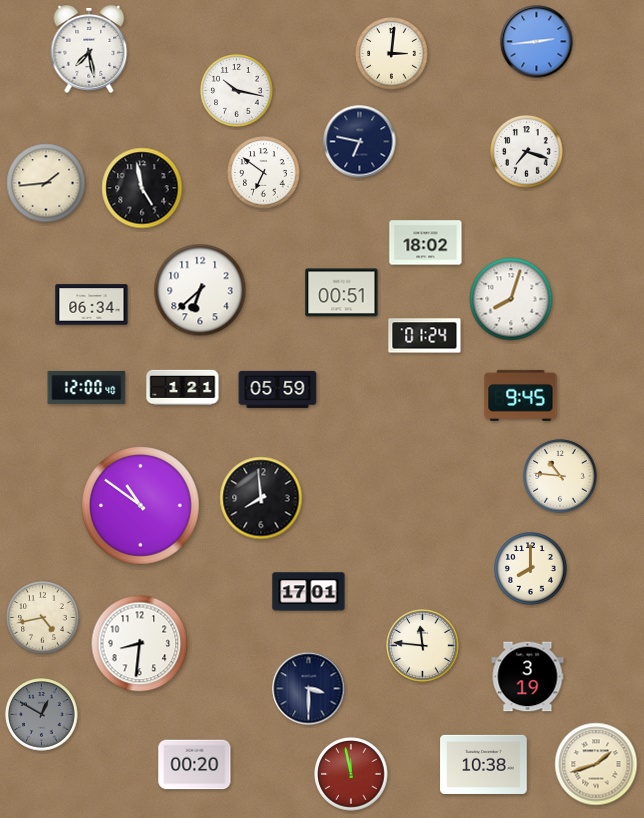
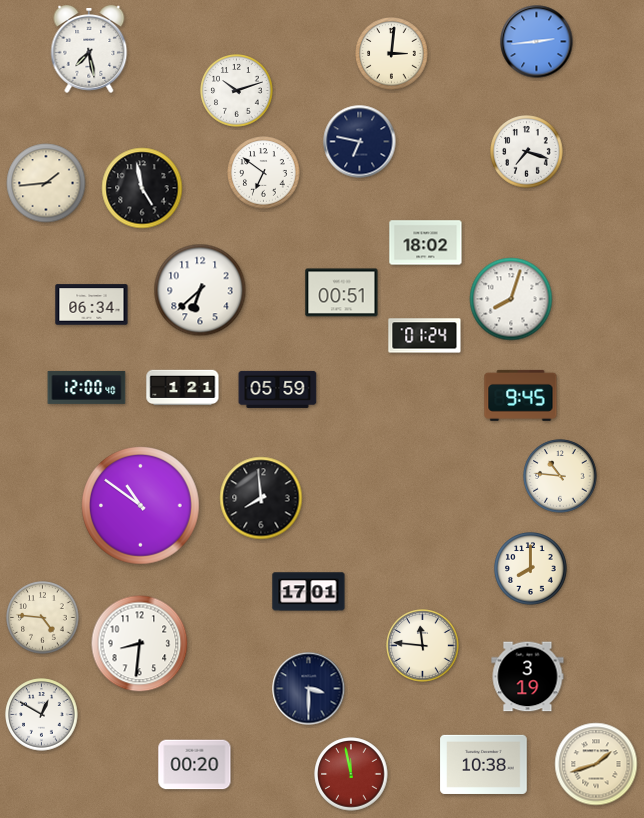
clock at (237, 91): 10:17 -> 10:12
clock at (43, 618): 4:43 -> 4:46
clock at (42, 715) dial: grey -> white
